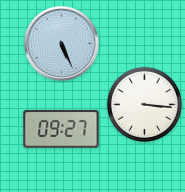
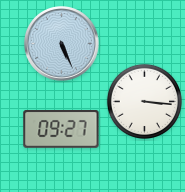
clock at (144, 104) position: (144, 104) -> (144, 101)
